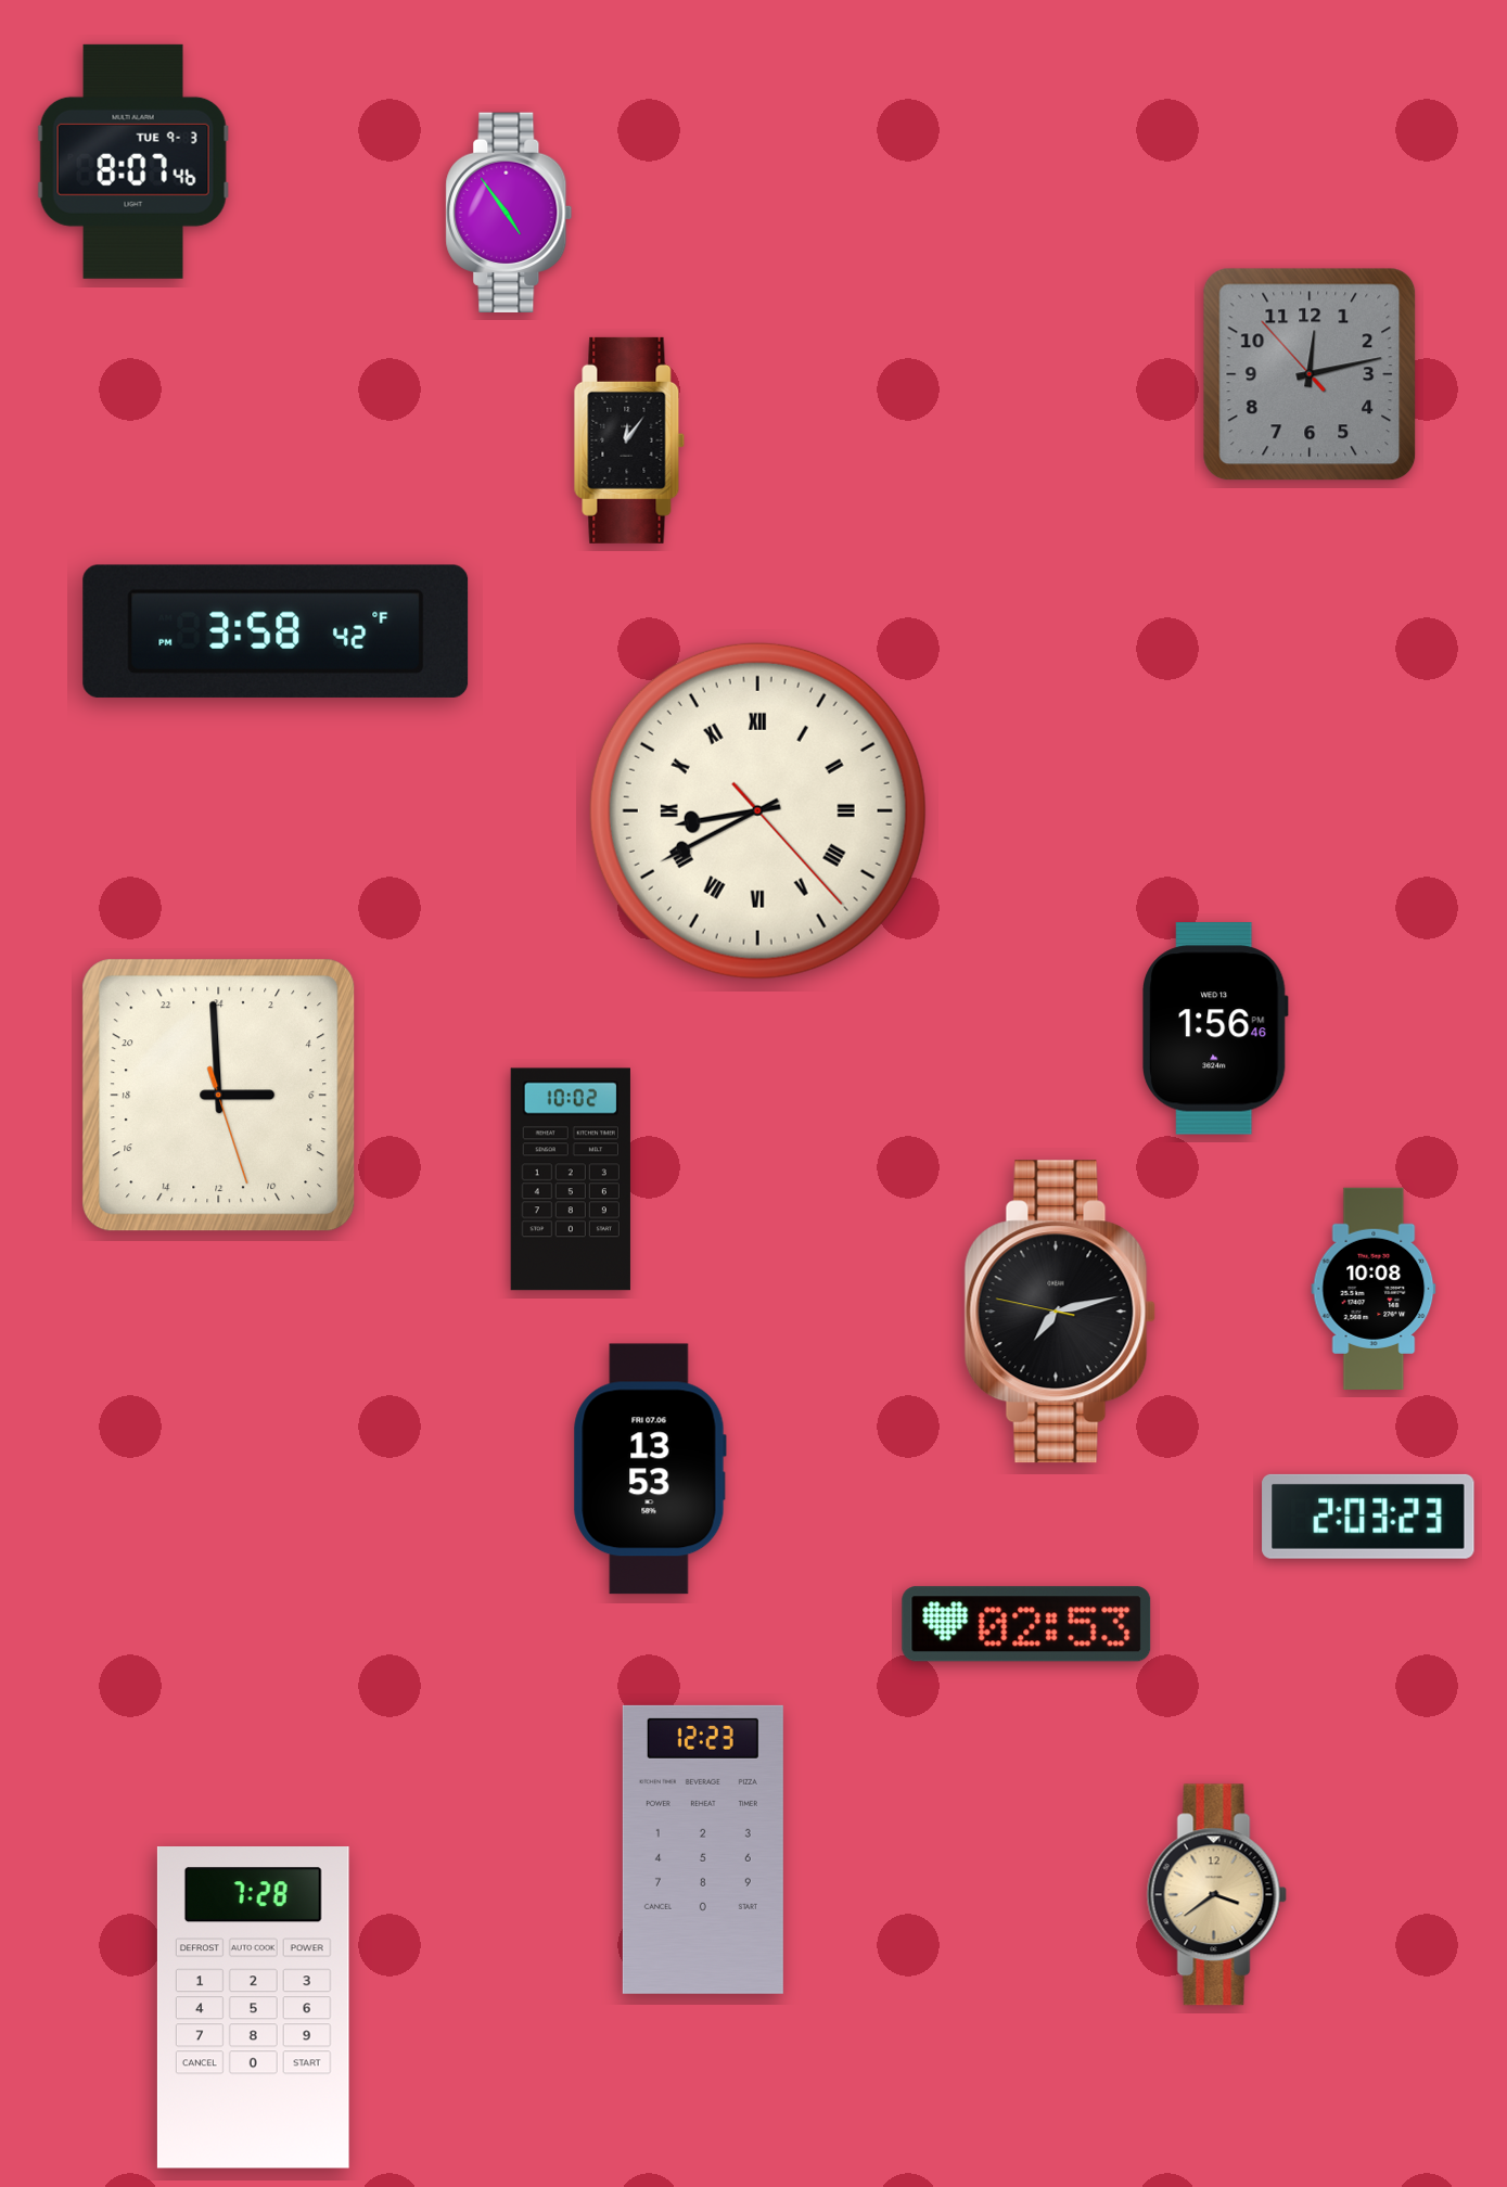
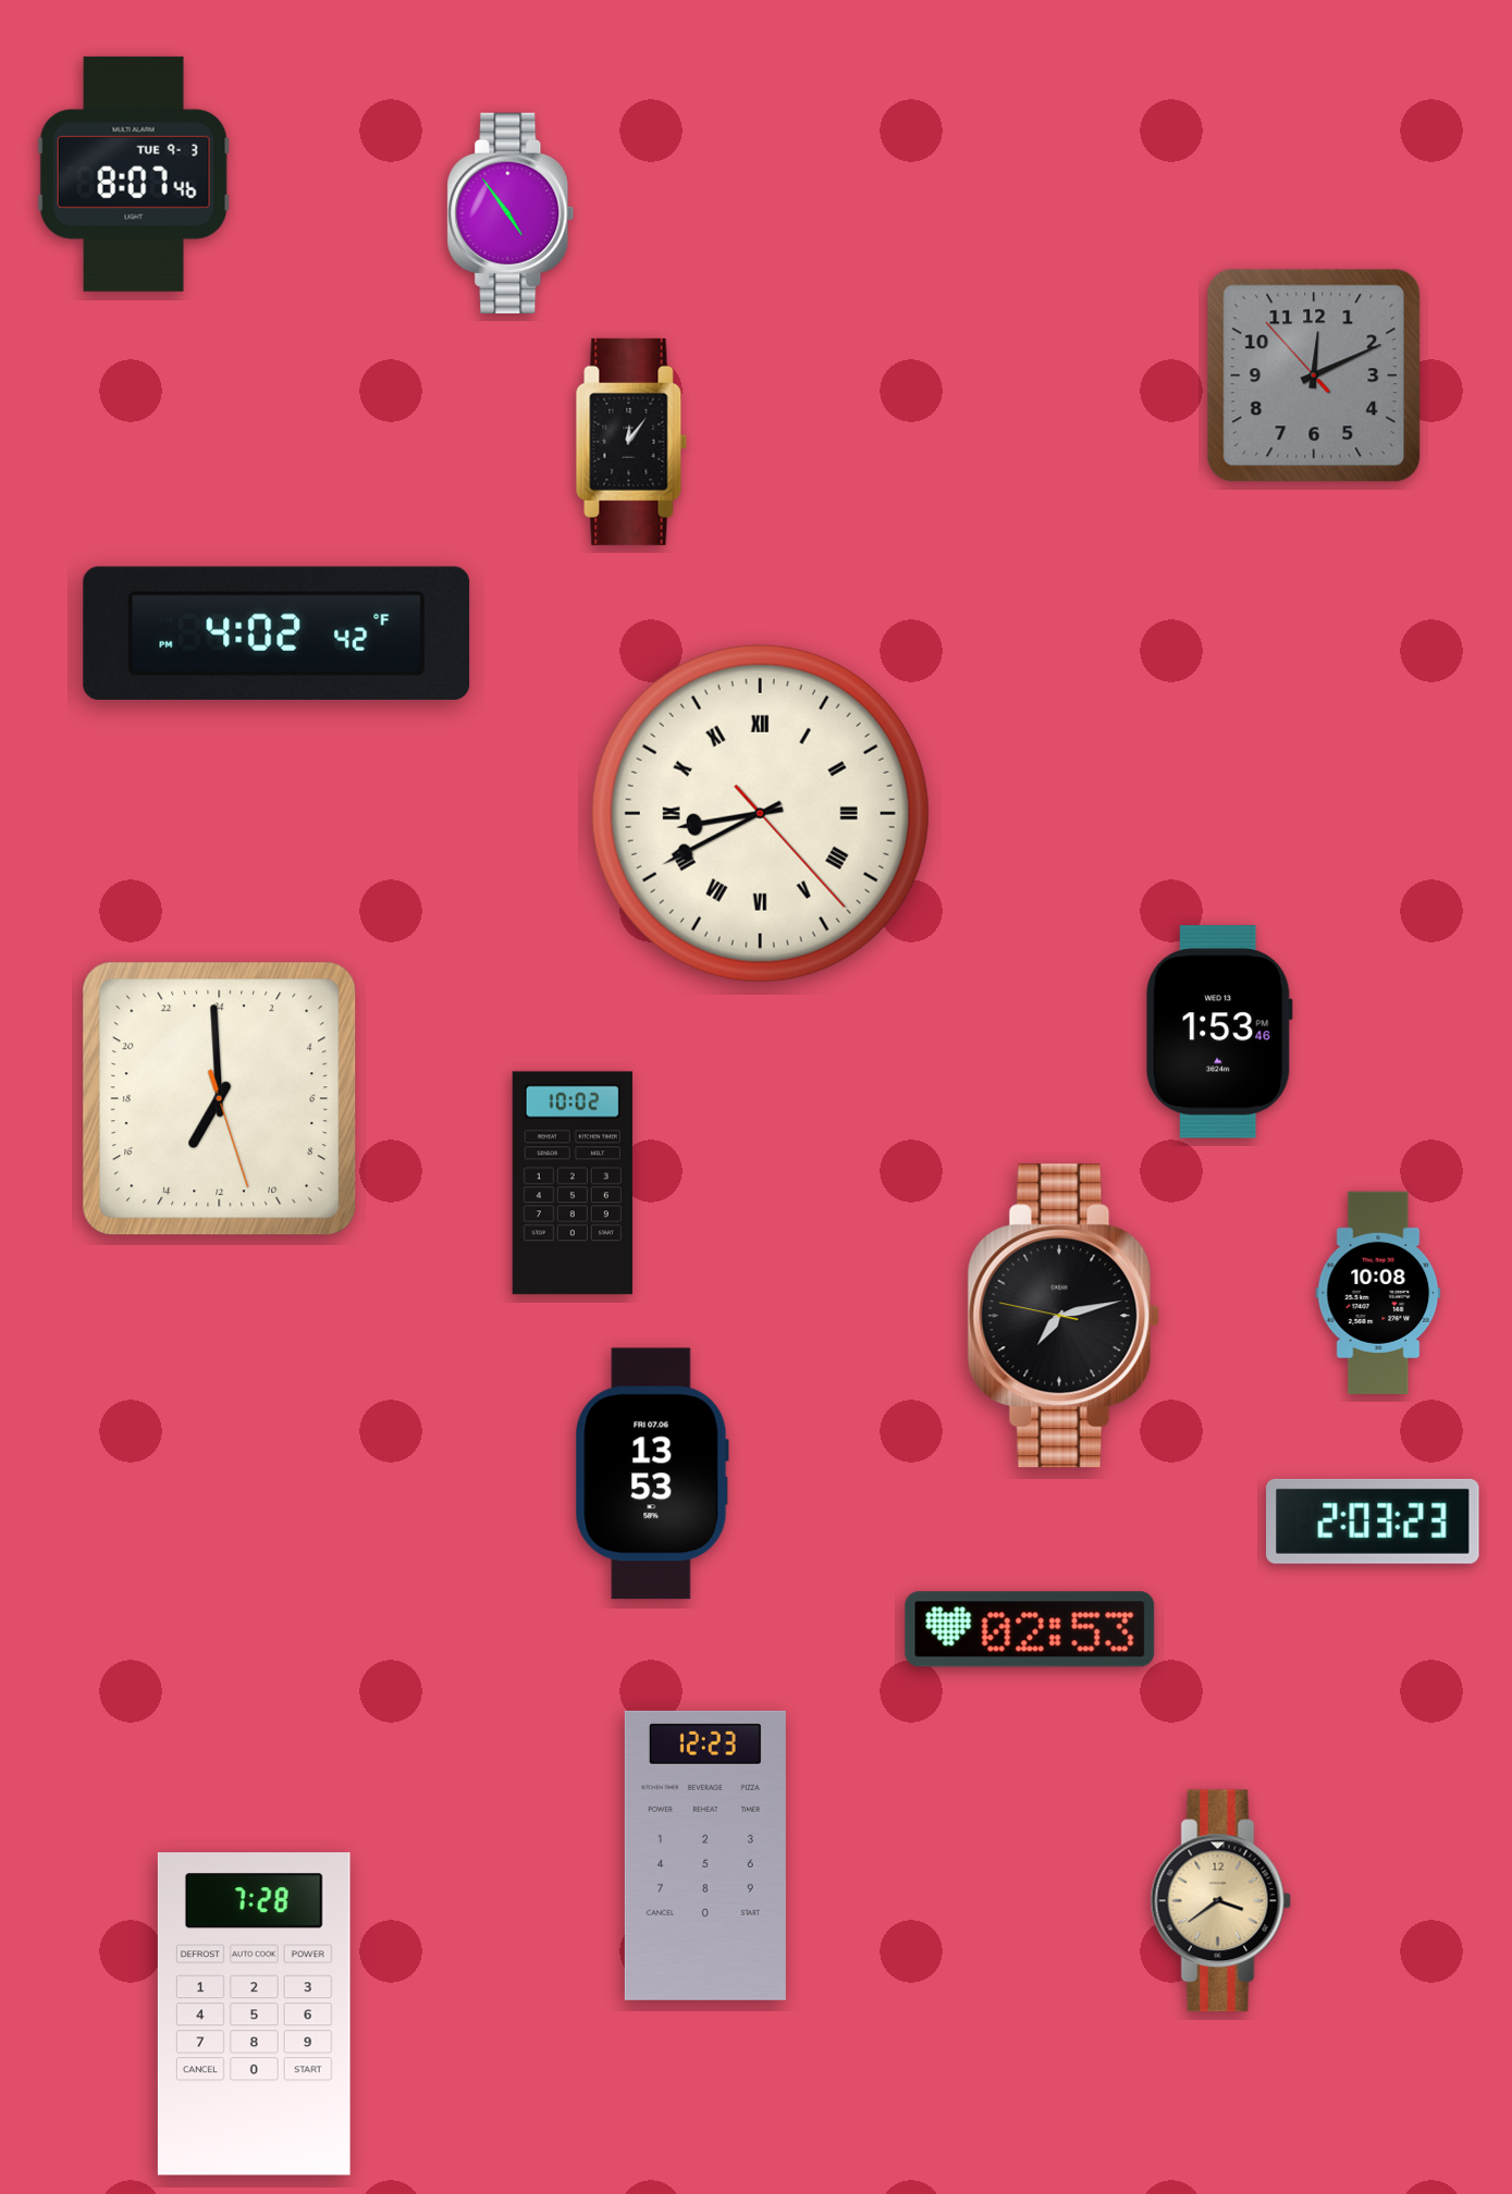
clock at (133, 162) position: (133, 162) -> (134, 174)
clock at (1310, 374): 12:12 -> 12:10
clock at (276, 631): 3:58 -> 4:02
clock at (1216, 1028): 1:56 -> 1:53
clock at (219, 1096): 5:59 -> 13:59
